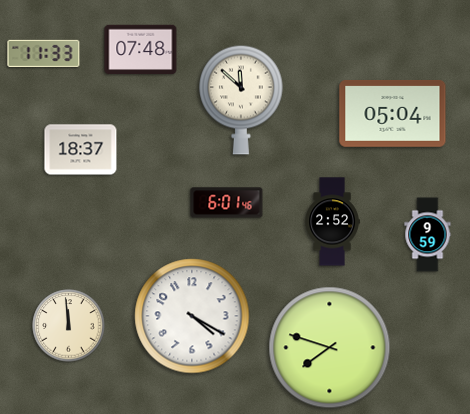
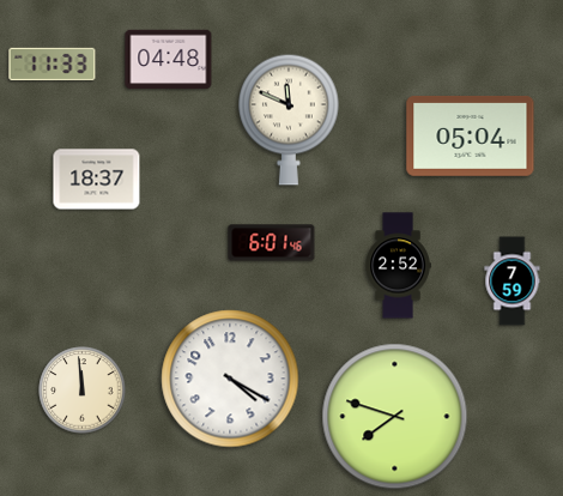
clock at (141, 50): 07:48 -> 04:48
clock at (242, 100): 11:52 -> 11:49
clock at (428, 235): 9:59 -> 7:59
